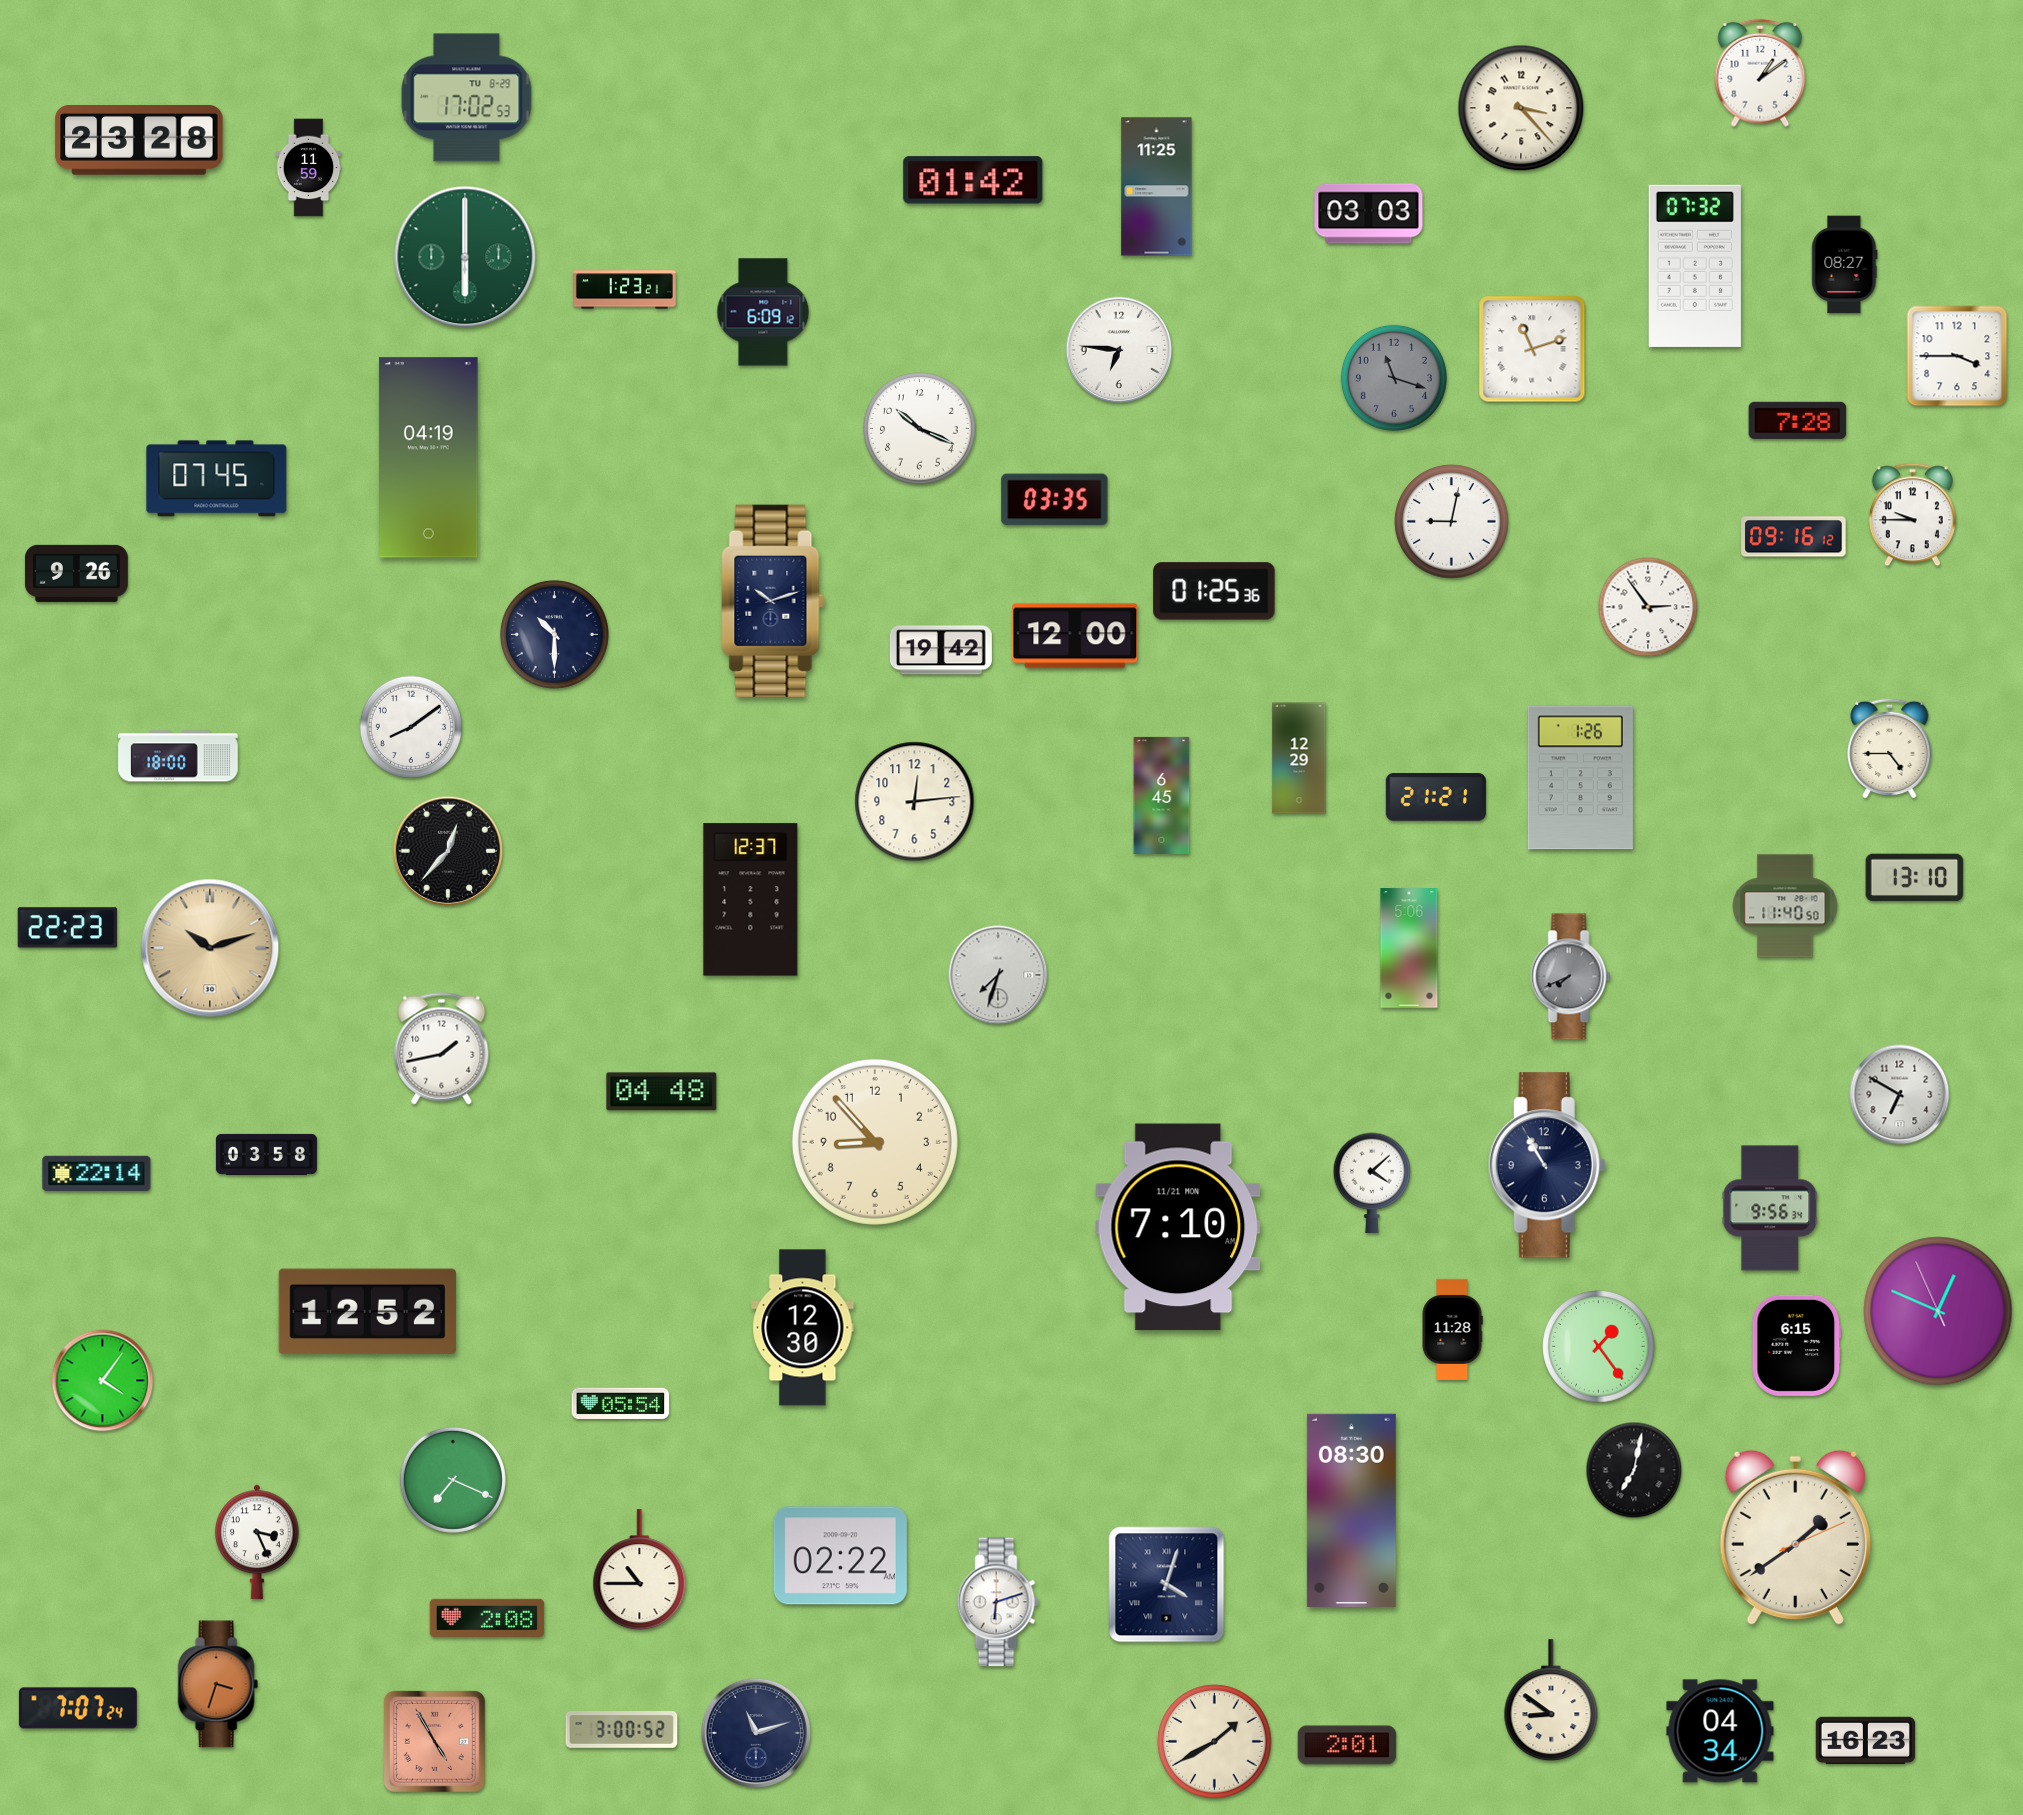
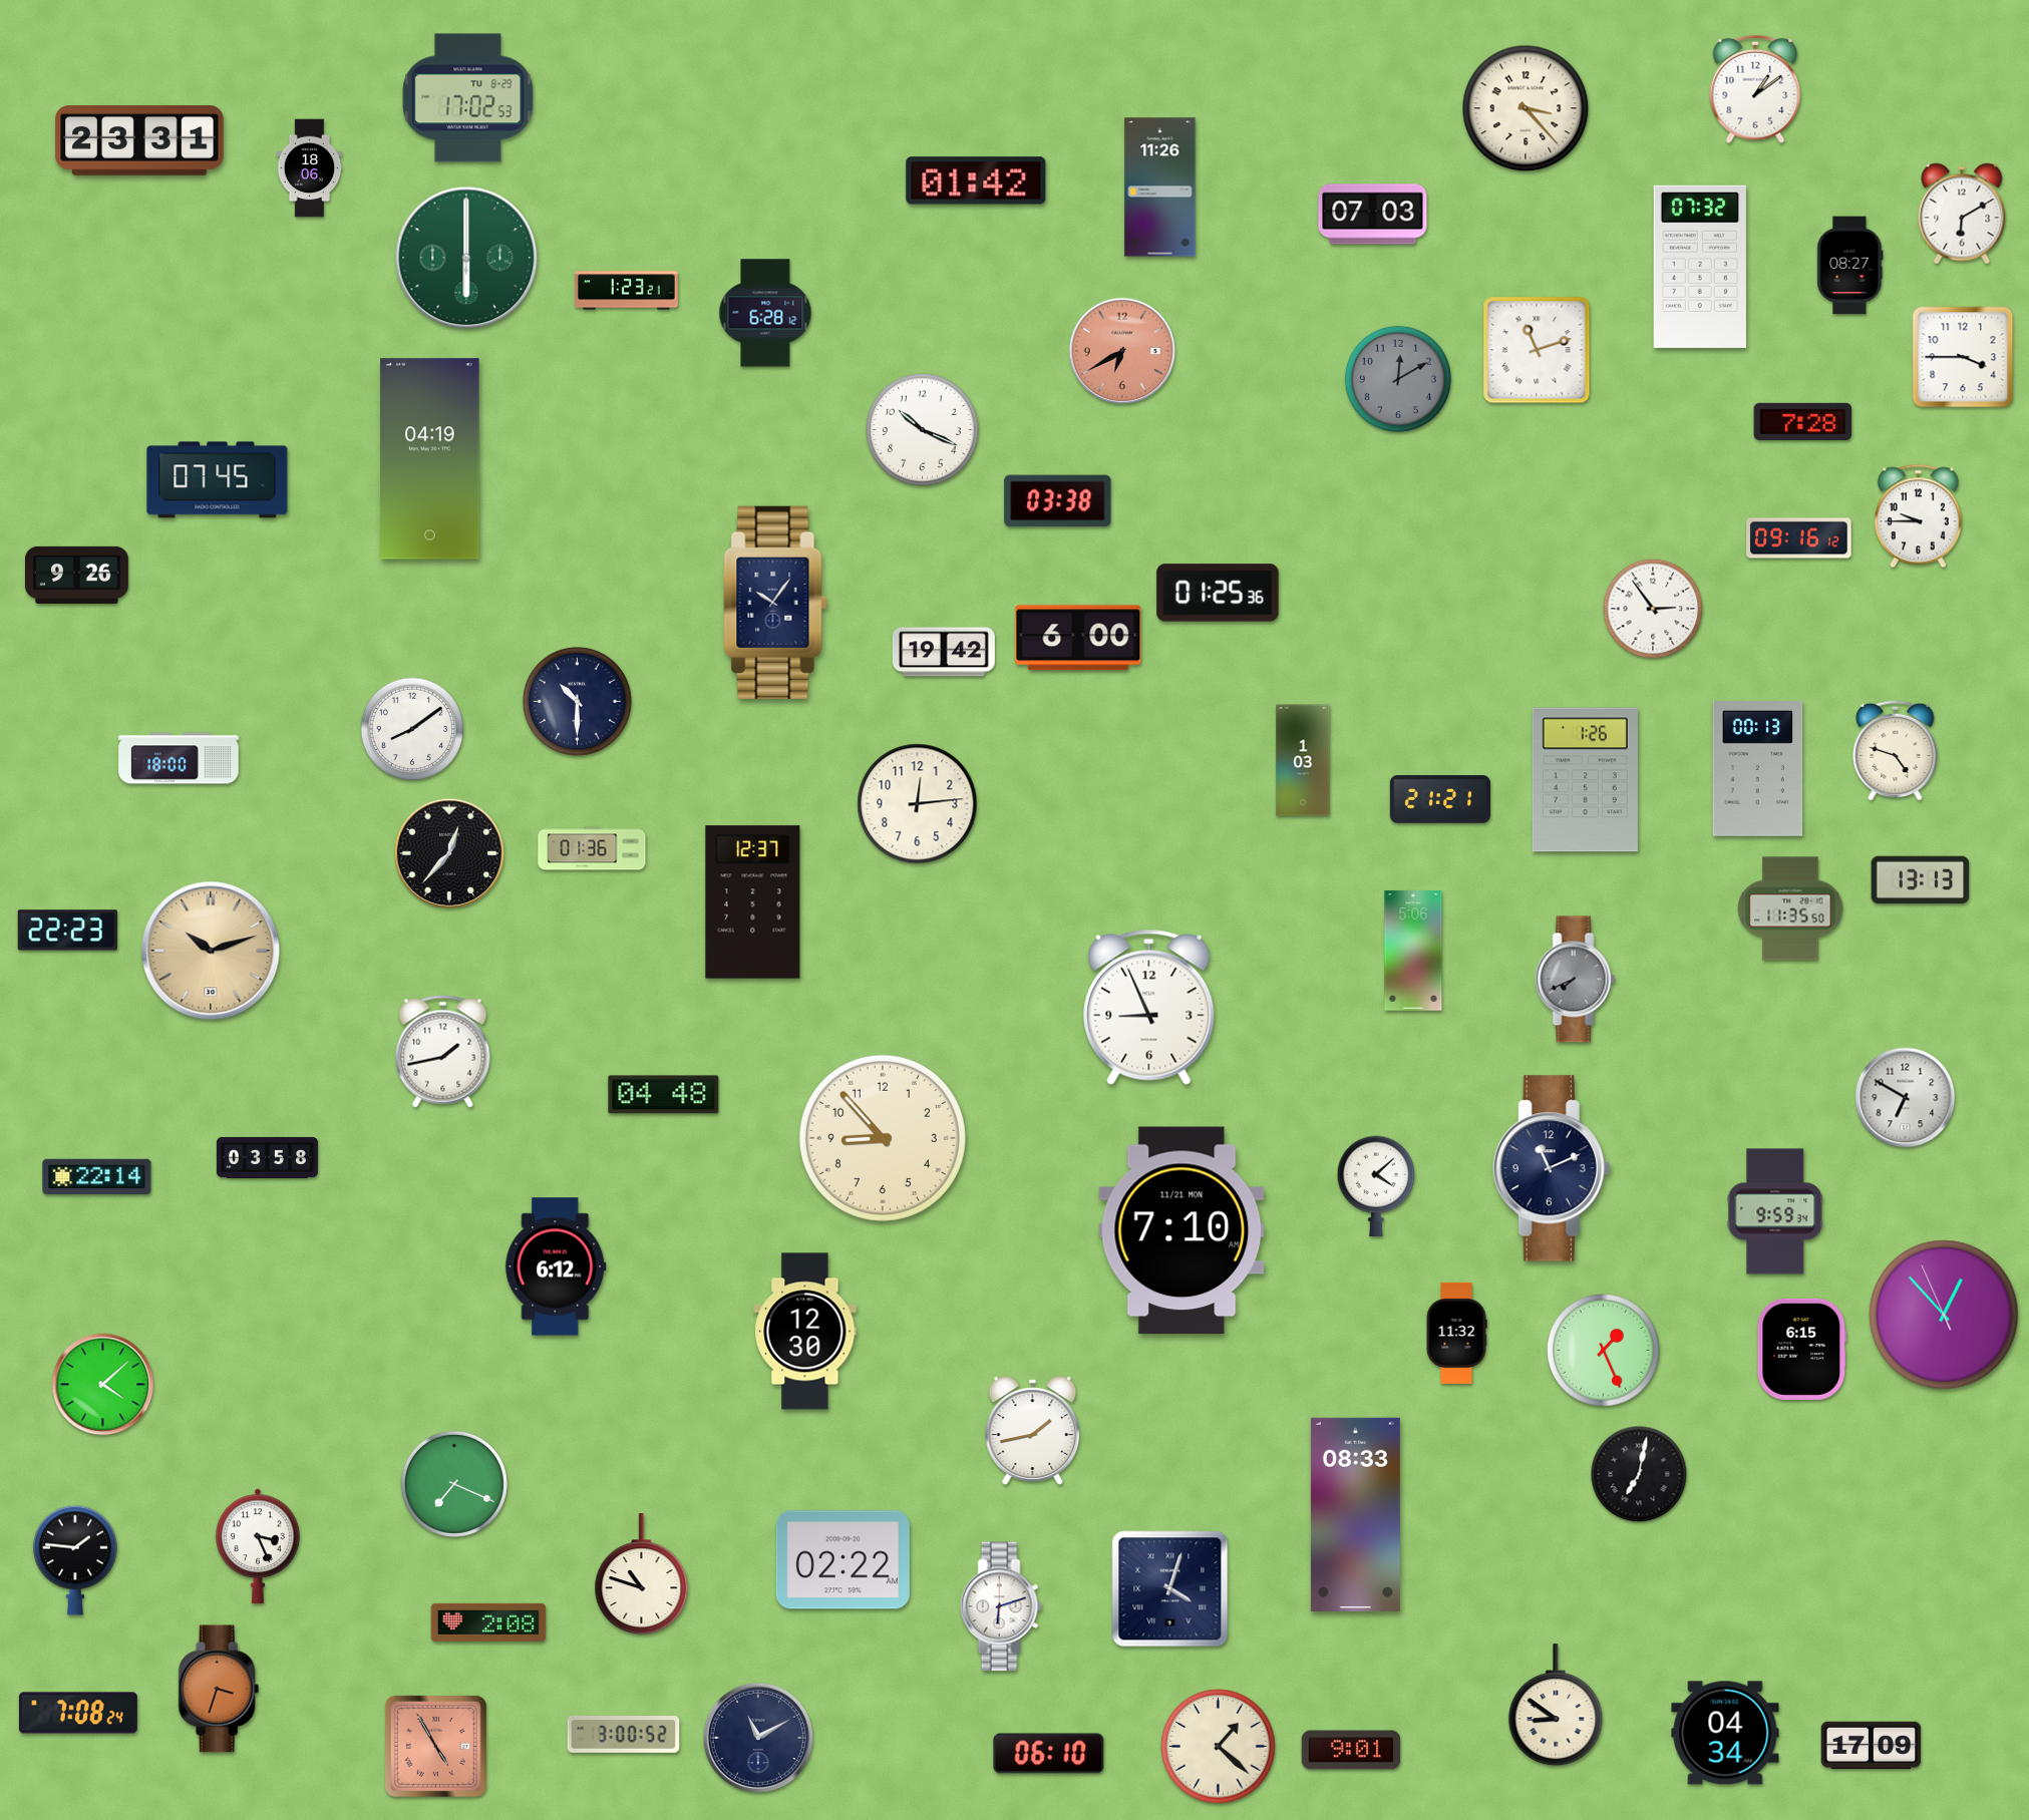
clock at (1760, 73) position: (1760, 73) -> (1755, 89)
clock at (139, 141): 23:28 -> 23:31
clock at (309, 168): 11:59 -> 18:06
clock at (1157, 187): 11:25 -> 11:26
clock at (1962, 214): none -> 6:10
clock at (1369, 214): 03:03 -> 07:03
clock at (763, 312): 6:09 -> 6:28
clock at (1119, 350): 6:46 -> 6:40
clock at (1119, 350) dial: white -> salmon
clock at (1394, 378): 11:18 -> 12:10
clock at (1055, 500): 03:35 -> 03:38
clock at (1452, 522): 9:02 -> none
clock at (773, 601): 10:12 -> 10:06
clock at (554, 634) position: (554, 634) -> (577, 701)
clock at (1075, 636): 12:00 -> 6:00
clock at (1890, 748): 4:45 -> 4:48
clock at (1299, 758): 12:29 -> 1:03
clock at (1758, 769): none -> 00:13
clock at (1162, 795): 6:45 -> none
clock at (592, 848): none -> 01:36
clock at (1915, 878): 13:10 -> 13:13
clock at (1785, 906): 11:40 -> 11:35
clock at (998, 975): 7:33 -> none
clock at (1149, 1007): none -> 8:56
clock at (875, 1142) position: (875, 1142) -> (883, 1138)
clock at (1547, 1165): 10:55 -> 11:11
clock at (1770, 1208): 9:56 -> 9:59
clock at (556, 1266): none -> 6:12
clock at (1938, 1311): 12:48 -> 12:52
clock at (367, 1312): 12:52 -> none
clock at (1452, 1329): 11:28 -> 11:32
clock at (1599, 1347): 1:24 -> 1:26
clock at (103, 1381): 4:06 -> 4:08
clock at (621, 1403): 05:54 -> none
clock at (1033, 1431): none -> 1:43
clock at (1351, 1510): 08:30 -> 08:33
clock at (1795, 1538): 1:39 -> none
clock at (75, 1560): none -> 1:46
clock at (640, 1570): 10:45 -> 10:48
clock at (78, 1708): 7:07 -> 7:08
clock at (1720, 1731) position: (1720, 1731) -> (1725, 1733)
clock at (755, 1732): 11:12 -> 11:10
clock at (1866, 1740): 16:23 -> 17:09
clock at (1215, 1742): 1:40 -> 1:22
clock at (1347, 1745): 2:01 -> 9:01
clock at (1049, 1754): none -> 06:10
